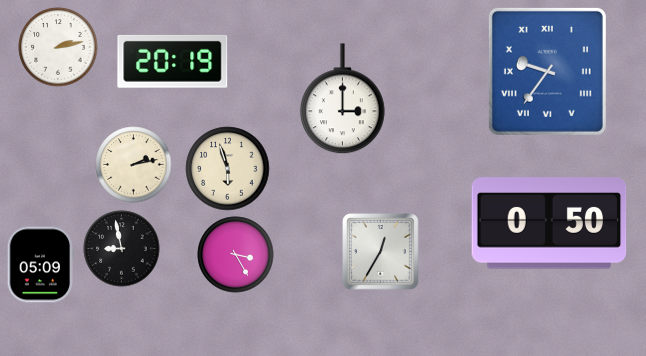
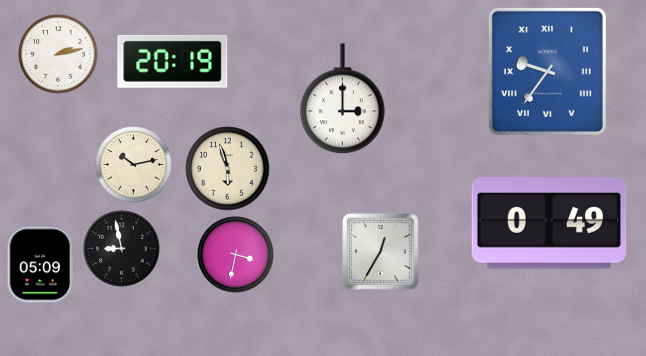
clock at (58, 47) position: (58, 47) -> (58, 54)
clock at (134, 165): 2:13 -> 10:13
clock at (549, 223): 0:50 -> 0:49
clock at (236, 255): 3:25 -> 3:32
